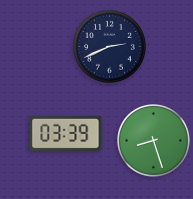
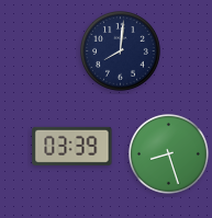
clock at (110, 47): 2:41 -> 8:01
